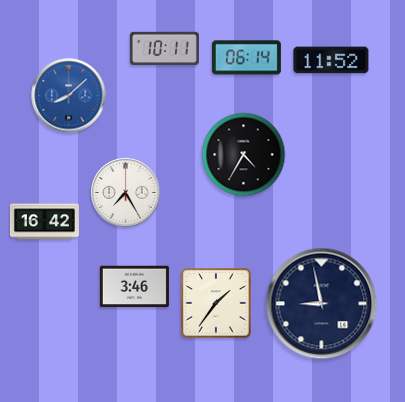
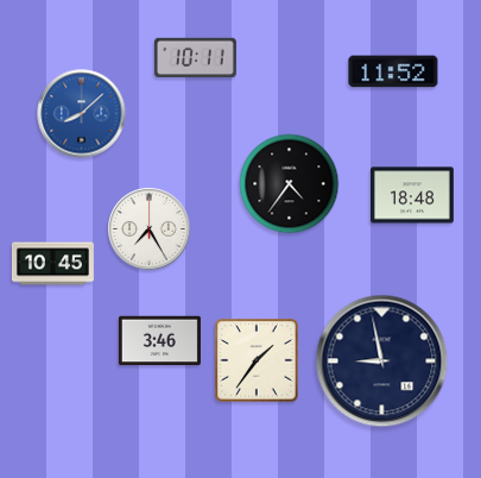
clock at (246, 58): 06:14 -> none
clock at (244, 155): 4:35 -> 4:36
clock at (413, 195): none -> 18:48
clock at (44, 222): 16:42 -> 10:45
